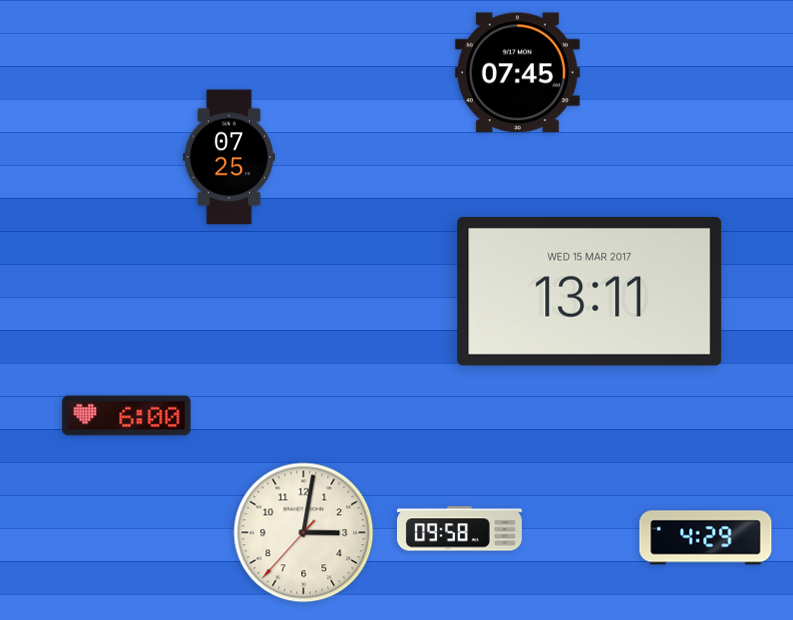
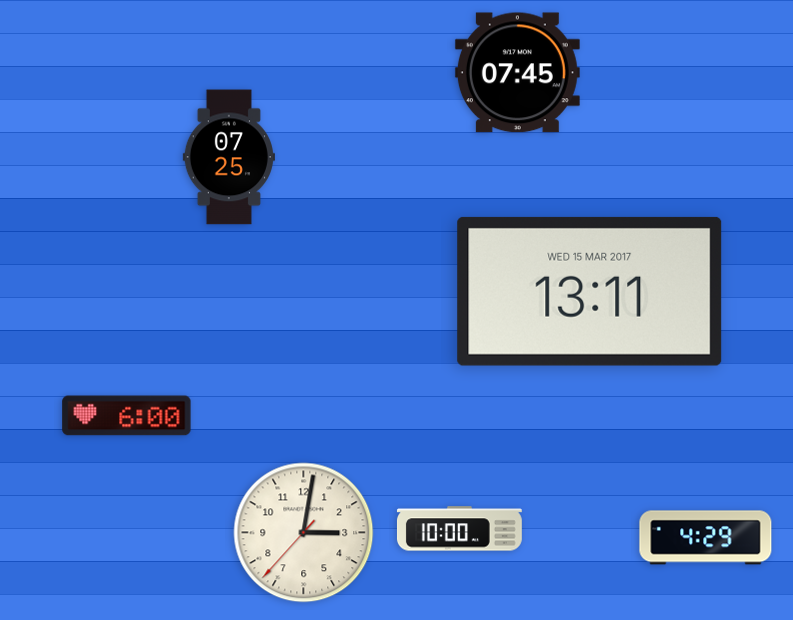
clock at (459, 529): 09:58 -> 10:00
